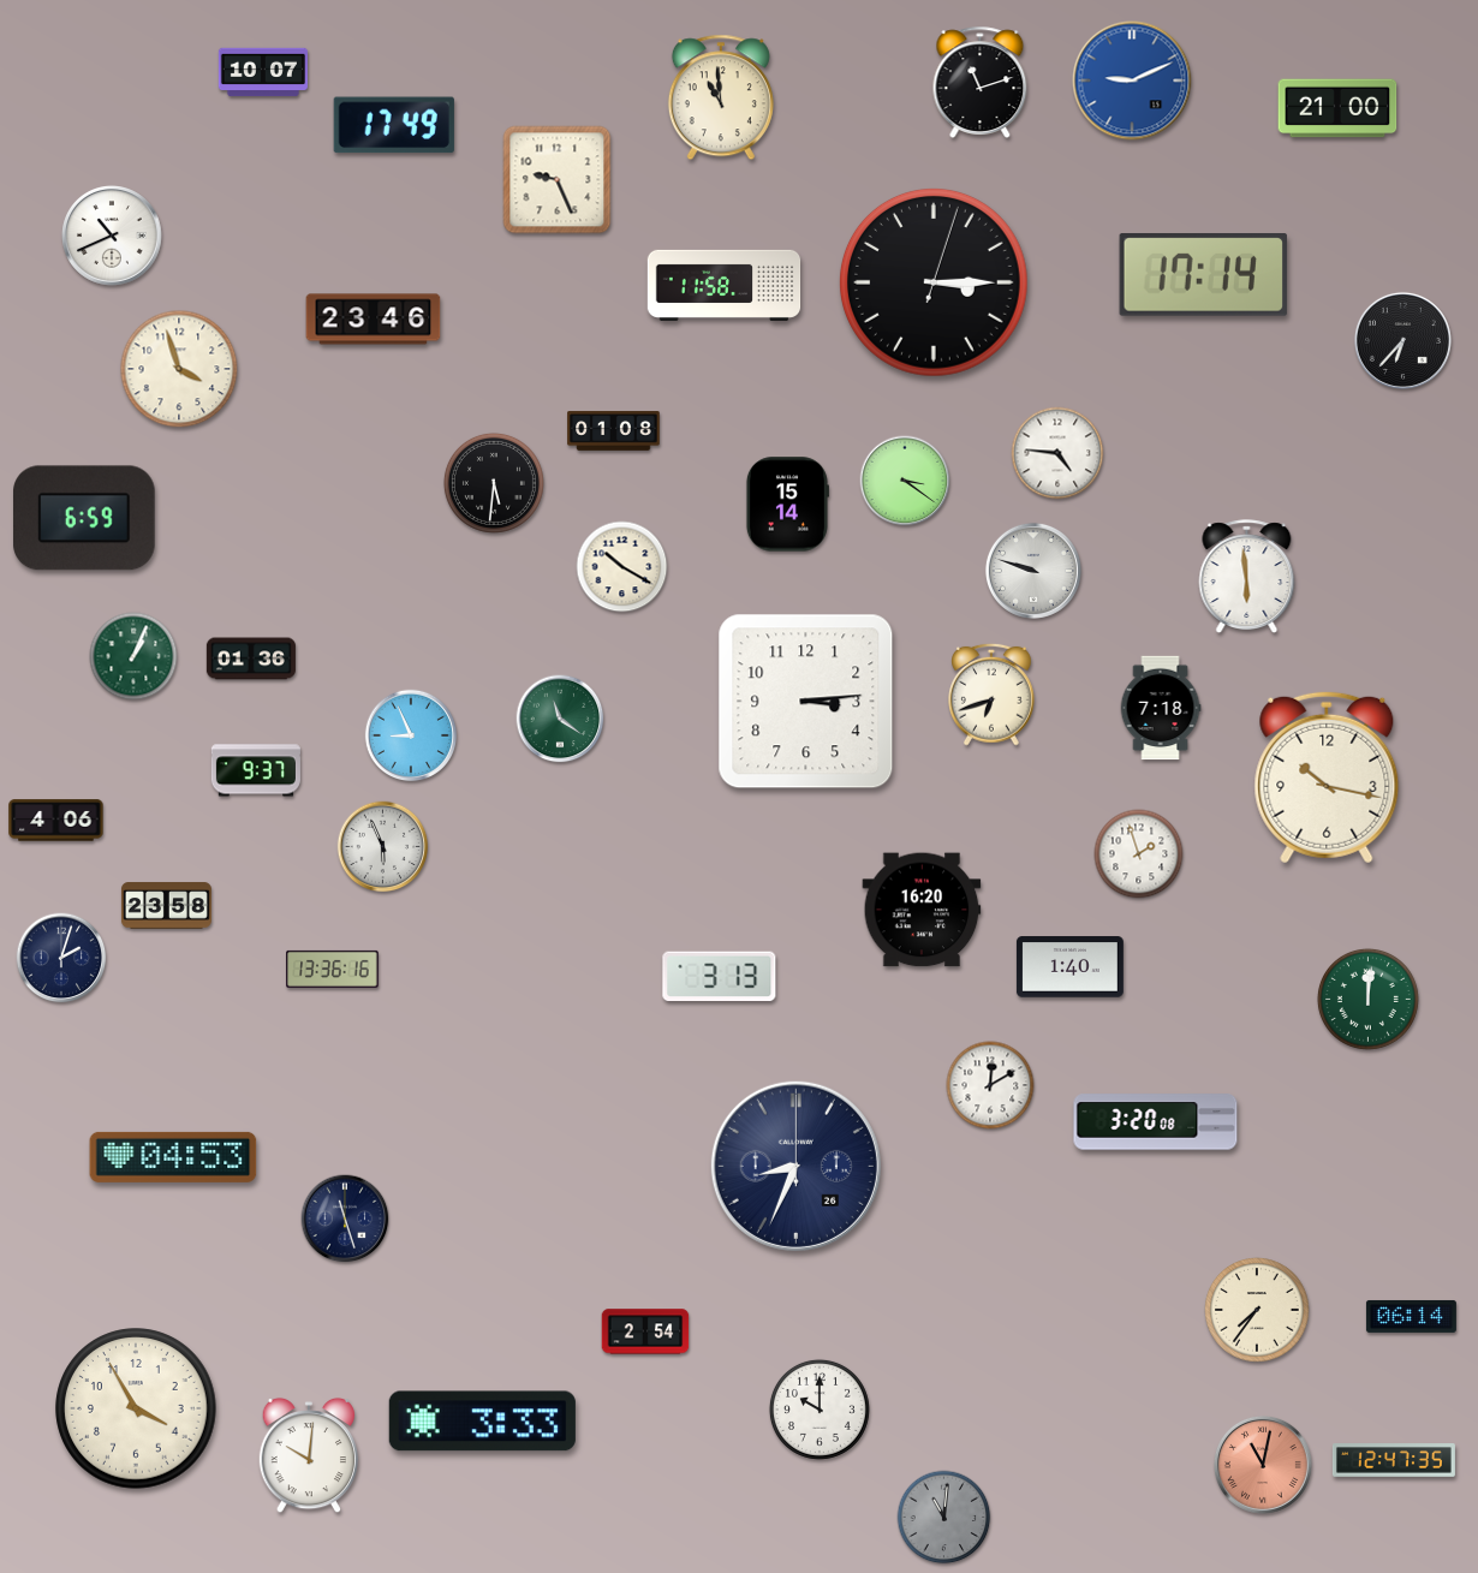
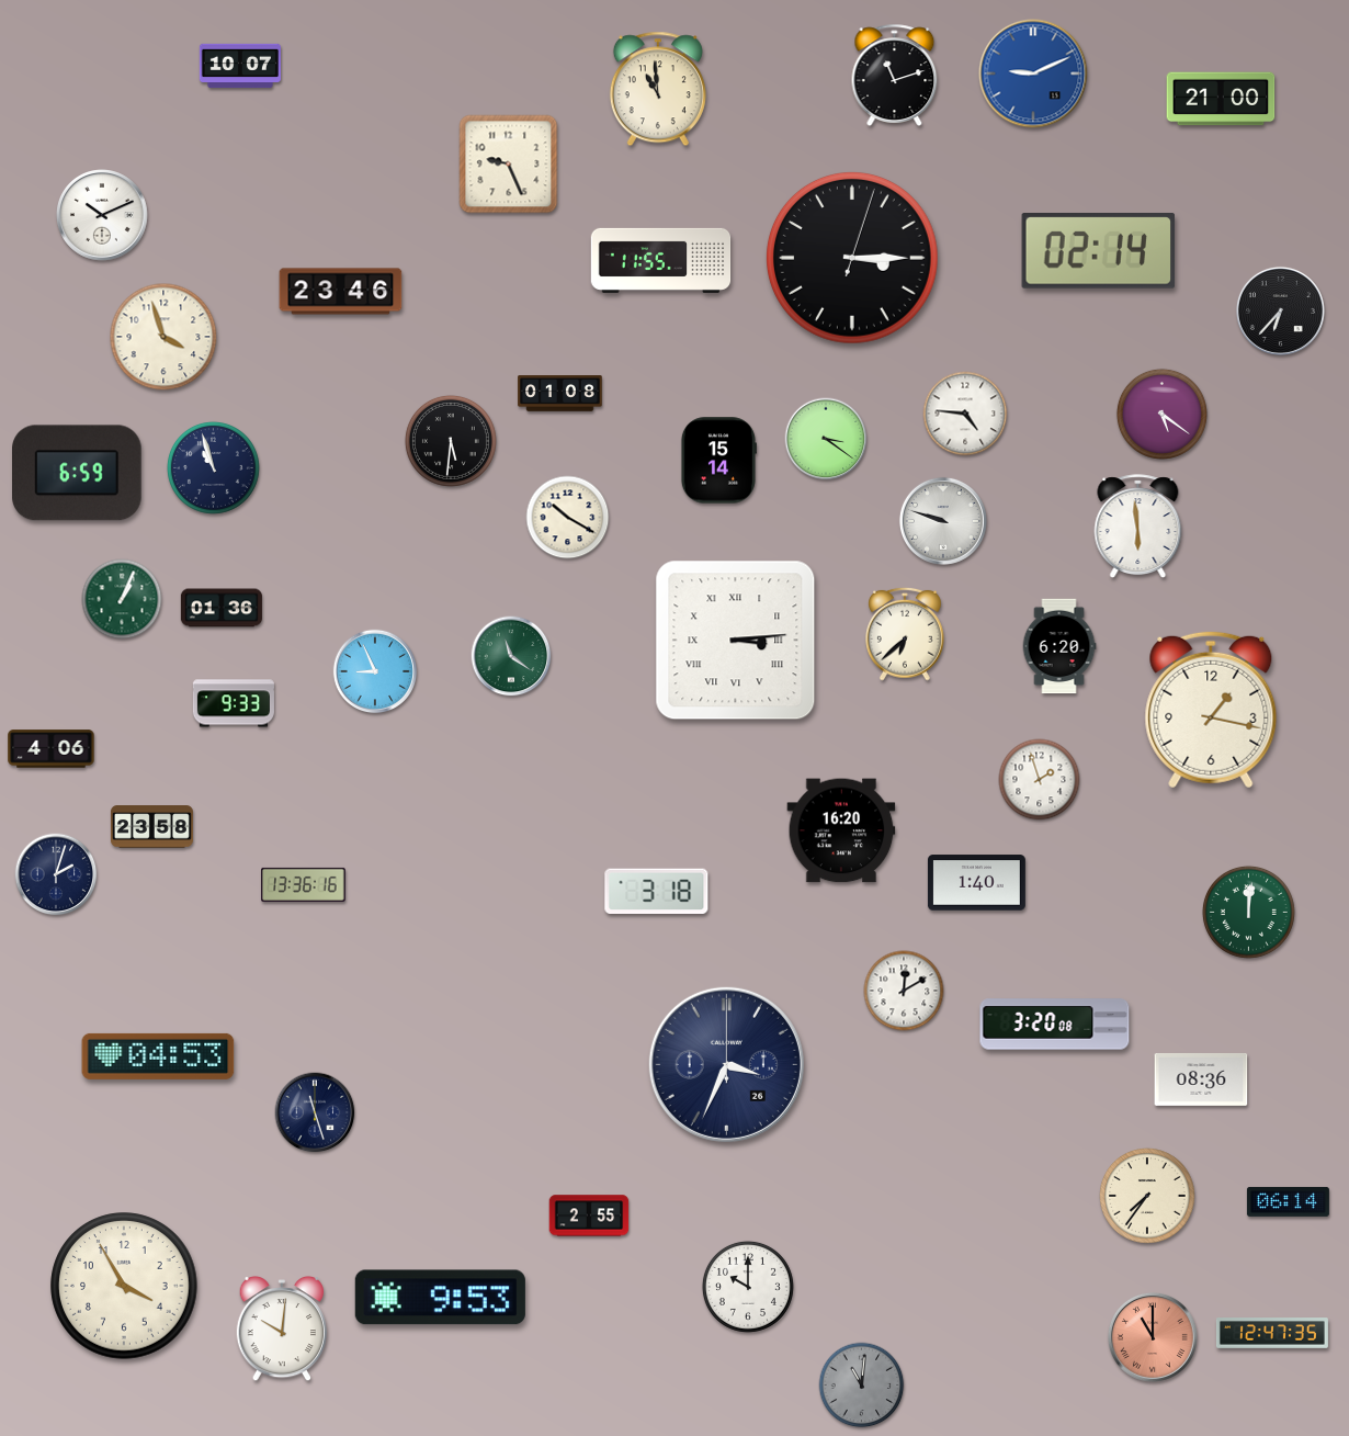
clock at (394, 125): 17:49 -> none
clock at (113, 237): 10:41 -> 10:11
clock at (1204, 275): 17:14 -> 02:14
clock at (725, 285): 11:58 -> 11:55
clock at (1161, 414): none -> 5:21
clock at (213, 467): none -> 10:57
clock at (251, 659) position: (251, 659) -> (222, 608)
clock at (993, 695): 6:42 -> 6:38
clock at (806, 702) numerals: Arabic -> Roman
clock at (1161, 708): 7:18 -> 6:20
clock at (256, 770): 9:37 -> 9:33
clock at (1327, 777): 10:17 -> 1:17
clock at (383, 847): 5:56 -> none
clock at (720, 977): 3:13 -> 3:18
clock at (795, 1166): 8:34 -> 3:34
clock at (1201, 1079): none -> 08:36
clock at (645, 1331): 2:54 -> 2:55
clock at (482, 1422): 3:33 -> 9:53
clock at (1263, 1465): 11:02 -> 11:00
